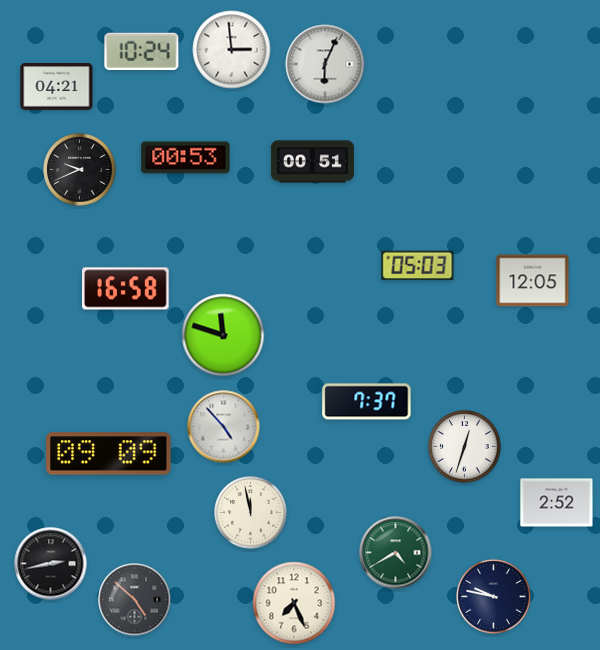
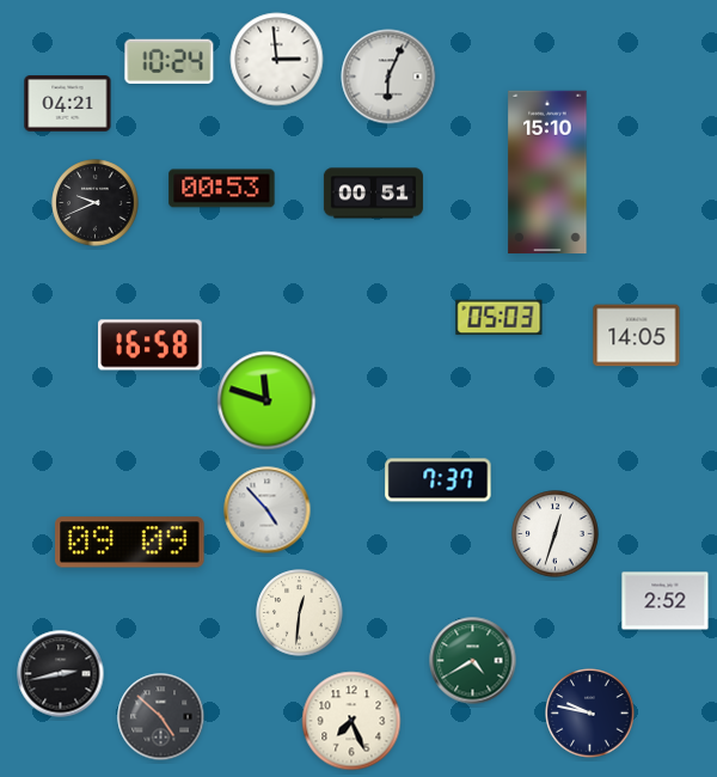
clock at (547, 172): none -> 15:10
clock at (533, 281): 12:05 -> 14:05
clock at (251, 513): 11:58 -> 12:31
